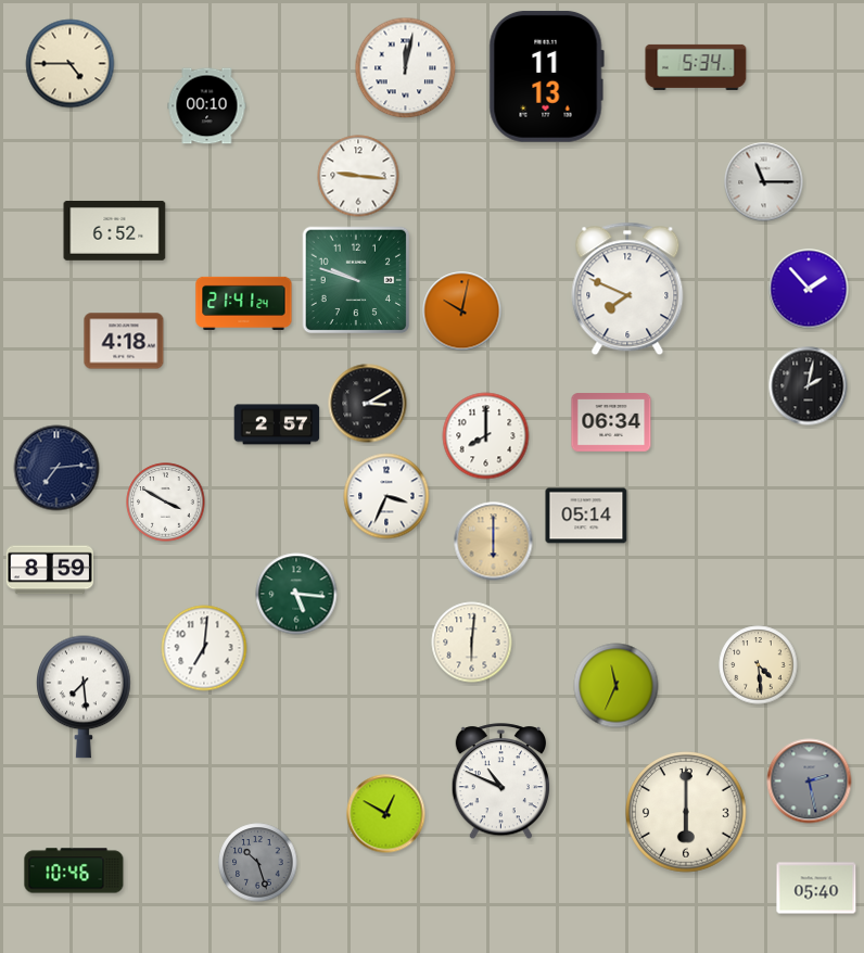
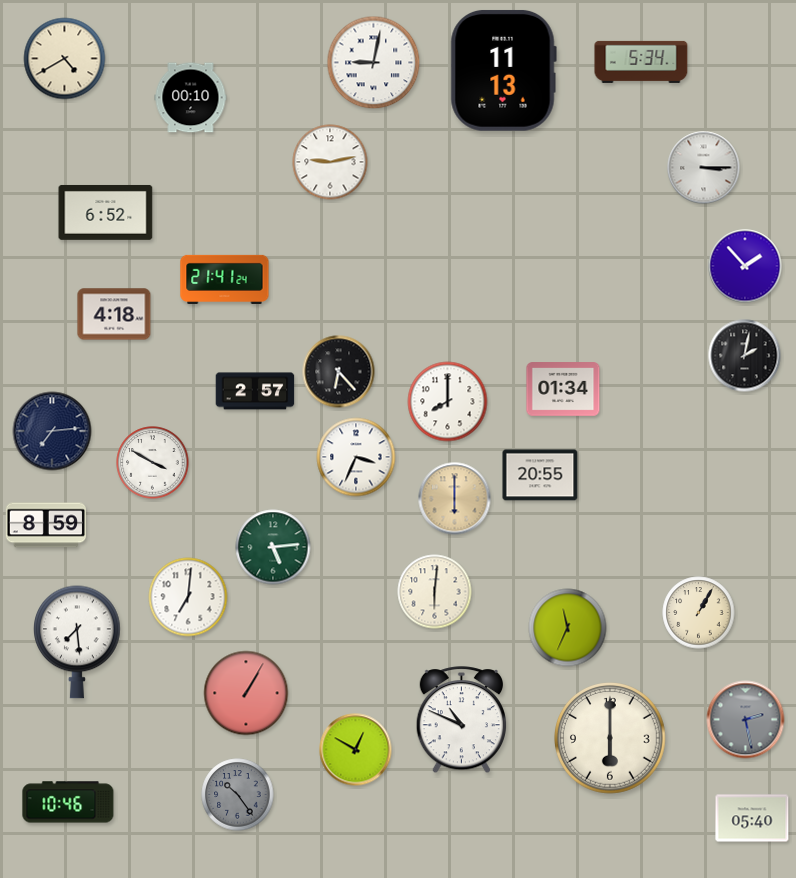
clock at (71, 64): 4:45 -> 4:40
clock at (406, 68): 12:02 -> 9:02
clock at (358, 176): 9:16 -> 9:13
clock at (764, 182): 11:15 -> 3:15
clock at (356, 280): 9:48 -> none
clock at (627, 289): 7:49 -> none
clock at (462, 312): 10:02 -> none
clock at (368, 404): 3:10 -> 6:23
clock at (611, 422): 06:34 -> 01:34
clock at (586, 516): 05:14 -> 20:55
clock at (296, 594): 5:16 -> 5:14
clock at (759, 665): 4:29 -> 1:05
clock at (617, 686) position: (617, 686) -> (568, 628)
clock at (246, 693): none -> 1:05
clock at (687, 813) position: (687, 813) -> (611, 739)
clock at (258, 863): 10:27 -> 10:24
